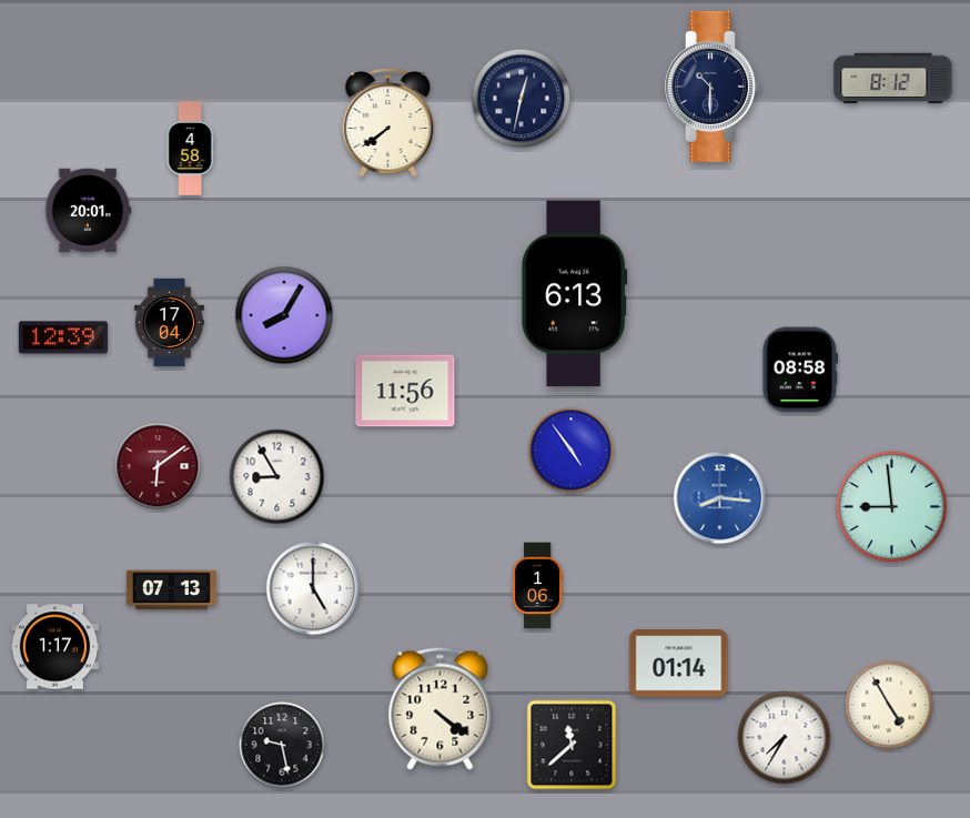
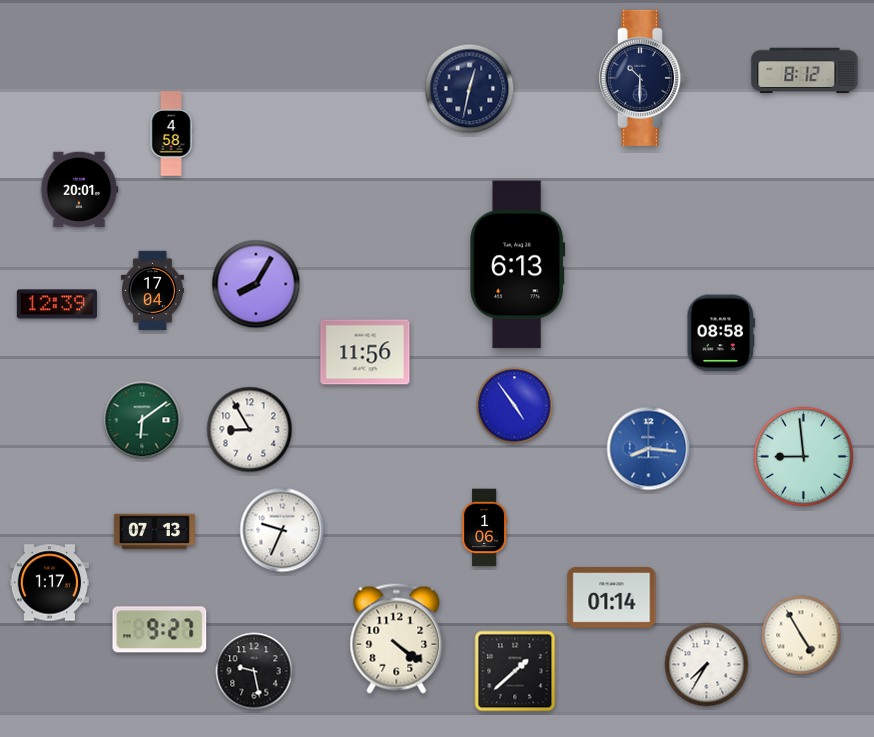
clock at (388, 123): 7:39 -> none
clock at (158, 466) dial: burgundy -> green
clock at (313, 588): 5:00 -> 9:34
clock at (160, 630): none -> 9:27
clock at (572, 745): 11:38 -> 1:38
